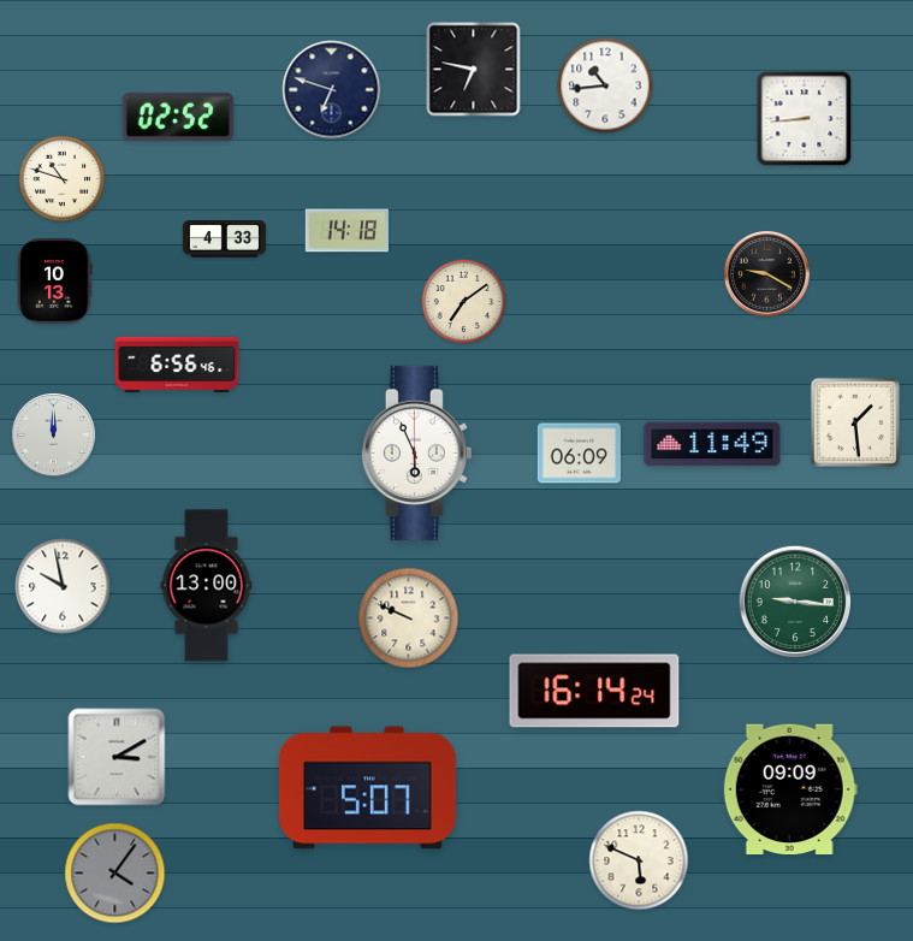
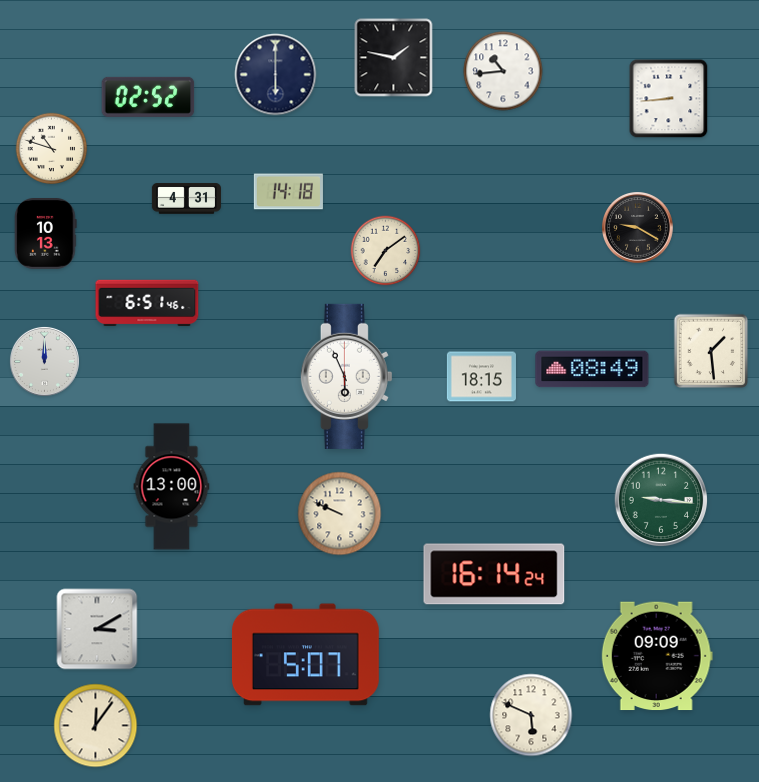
clock at (474, 70): 6:47 -> 1:47
clock at (332, 90): 6:48 -> 6:00
clock at (224, 239): 4:33 -> 4:31
clock at (177, 365): 6:56 -> 6:51
clock at (712, 444): 11:49 -> 08:49
clock at (579, 454): 06:09 -> 18:15
clock at (63, 586): 9:58 -> none
clock at (115, 874): 4:06 -> 12:06
clock at (115, 874) dial: grey -> cream
